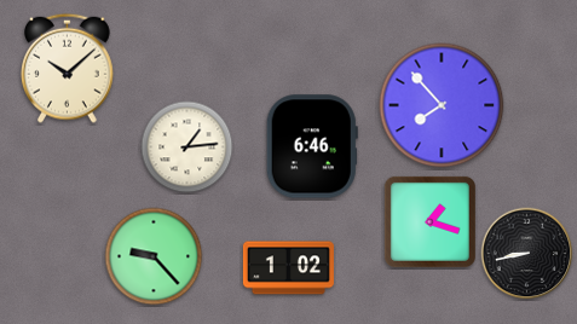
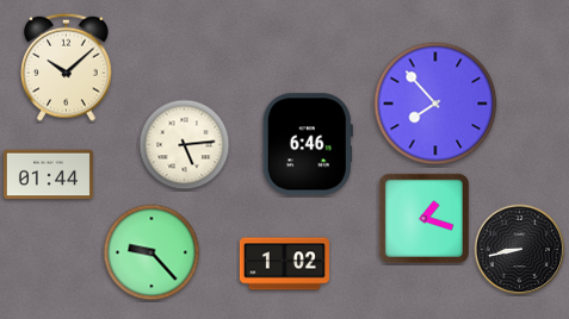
clock at (187, 147): 1:14 -> 5:14
clock at (48, 175): none -> 01:44
